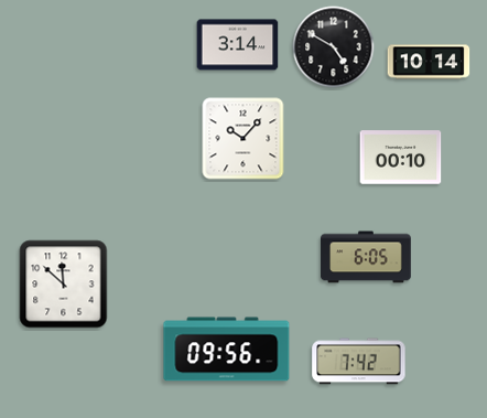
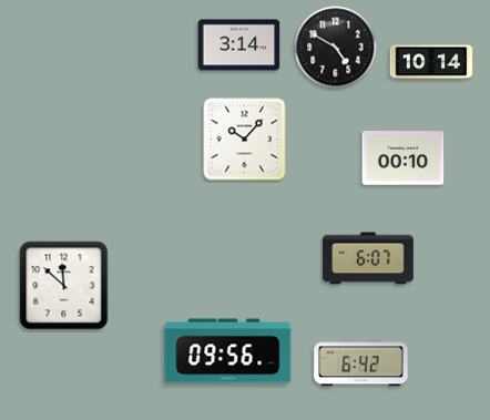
clock at (366, 257): 6:05 -> 6:07
clock at (359, 362): 7:42 -> 6:42
